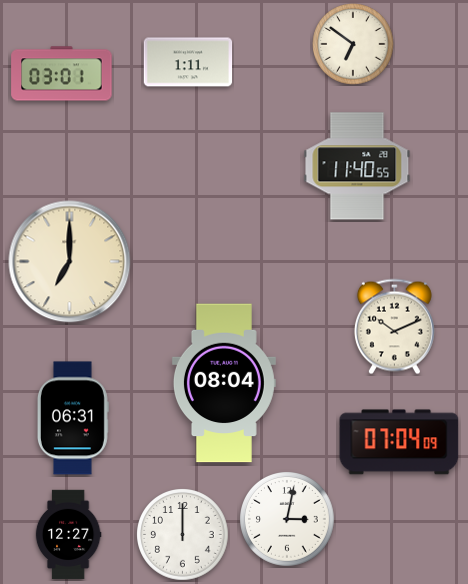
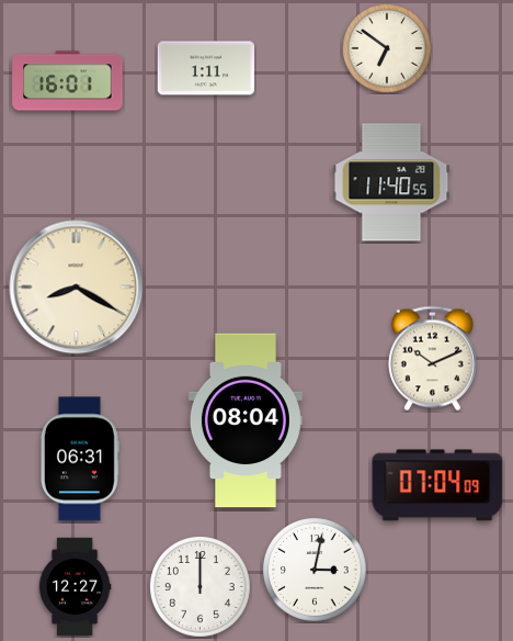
clock at (62, 74): 03:01 -> 16:01
clock at (70, 262): 7:00 -> 8:20
